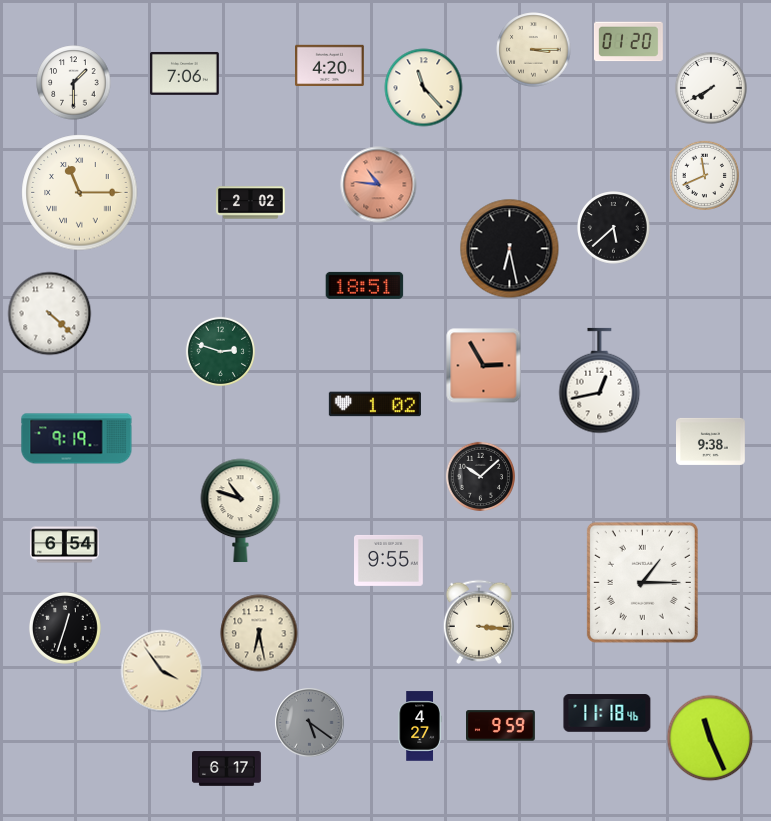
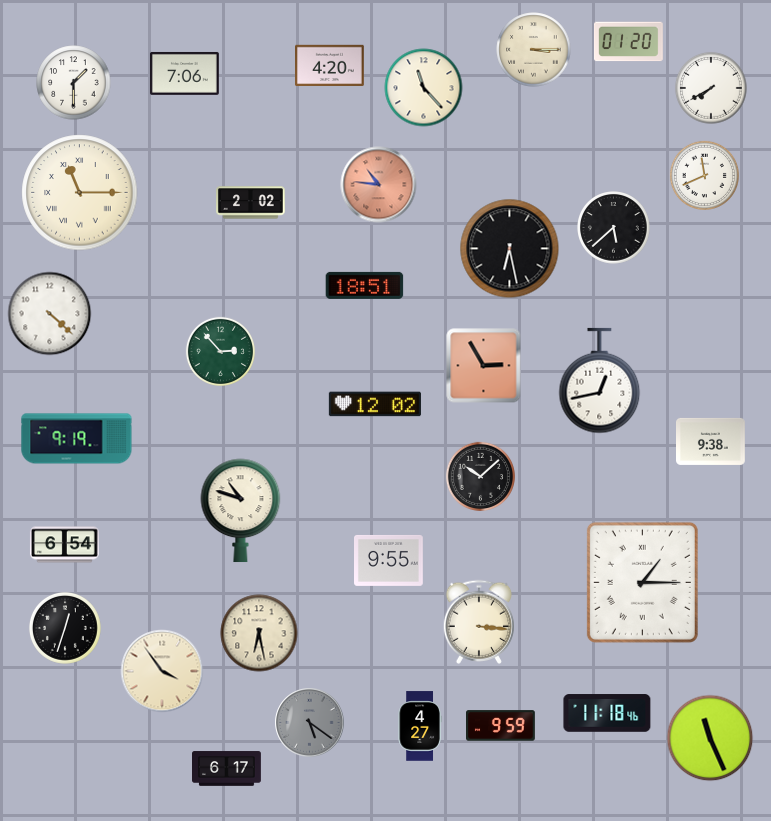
clock at (220, 351): 2:48 -> 2:53
clock at (375, 404): 1:02 -> 12:02
